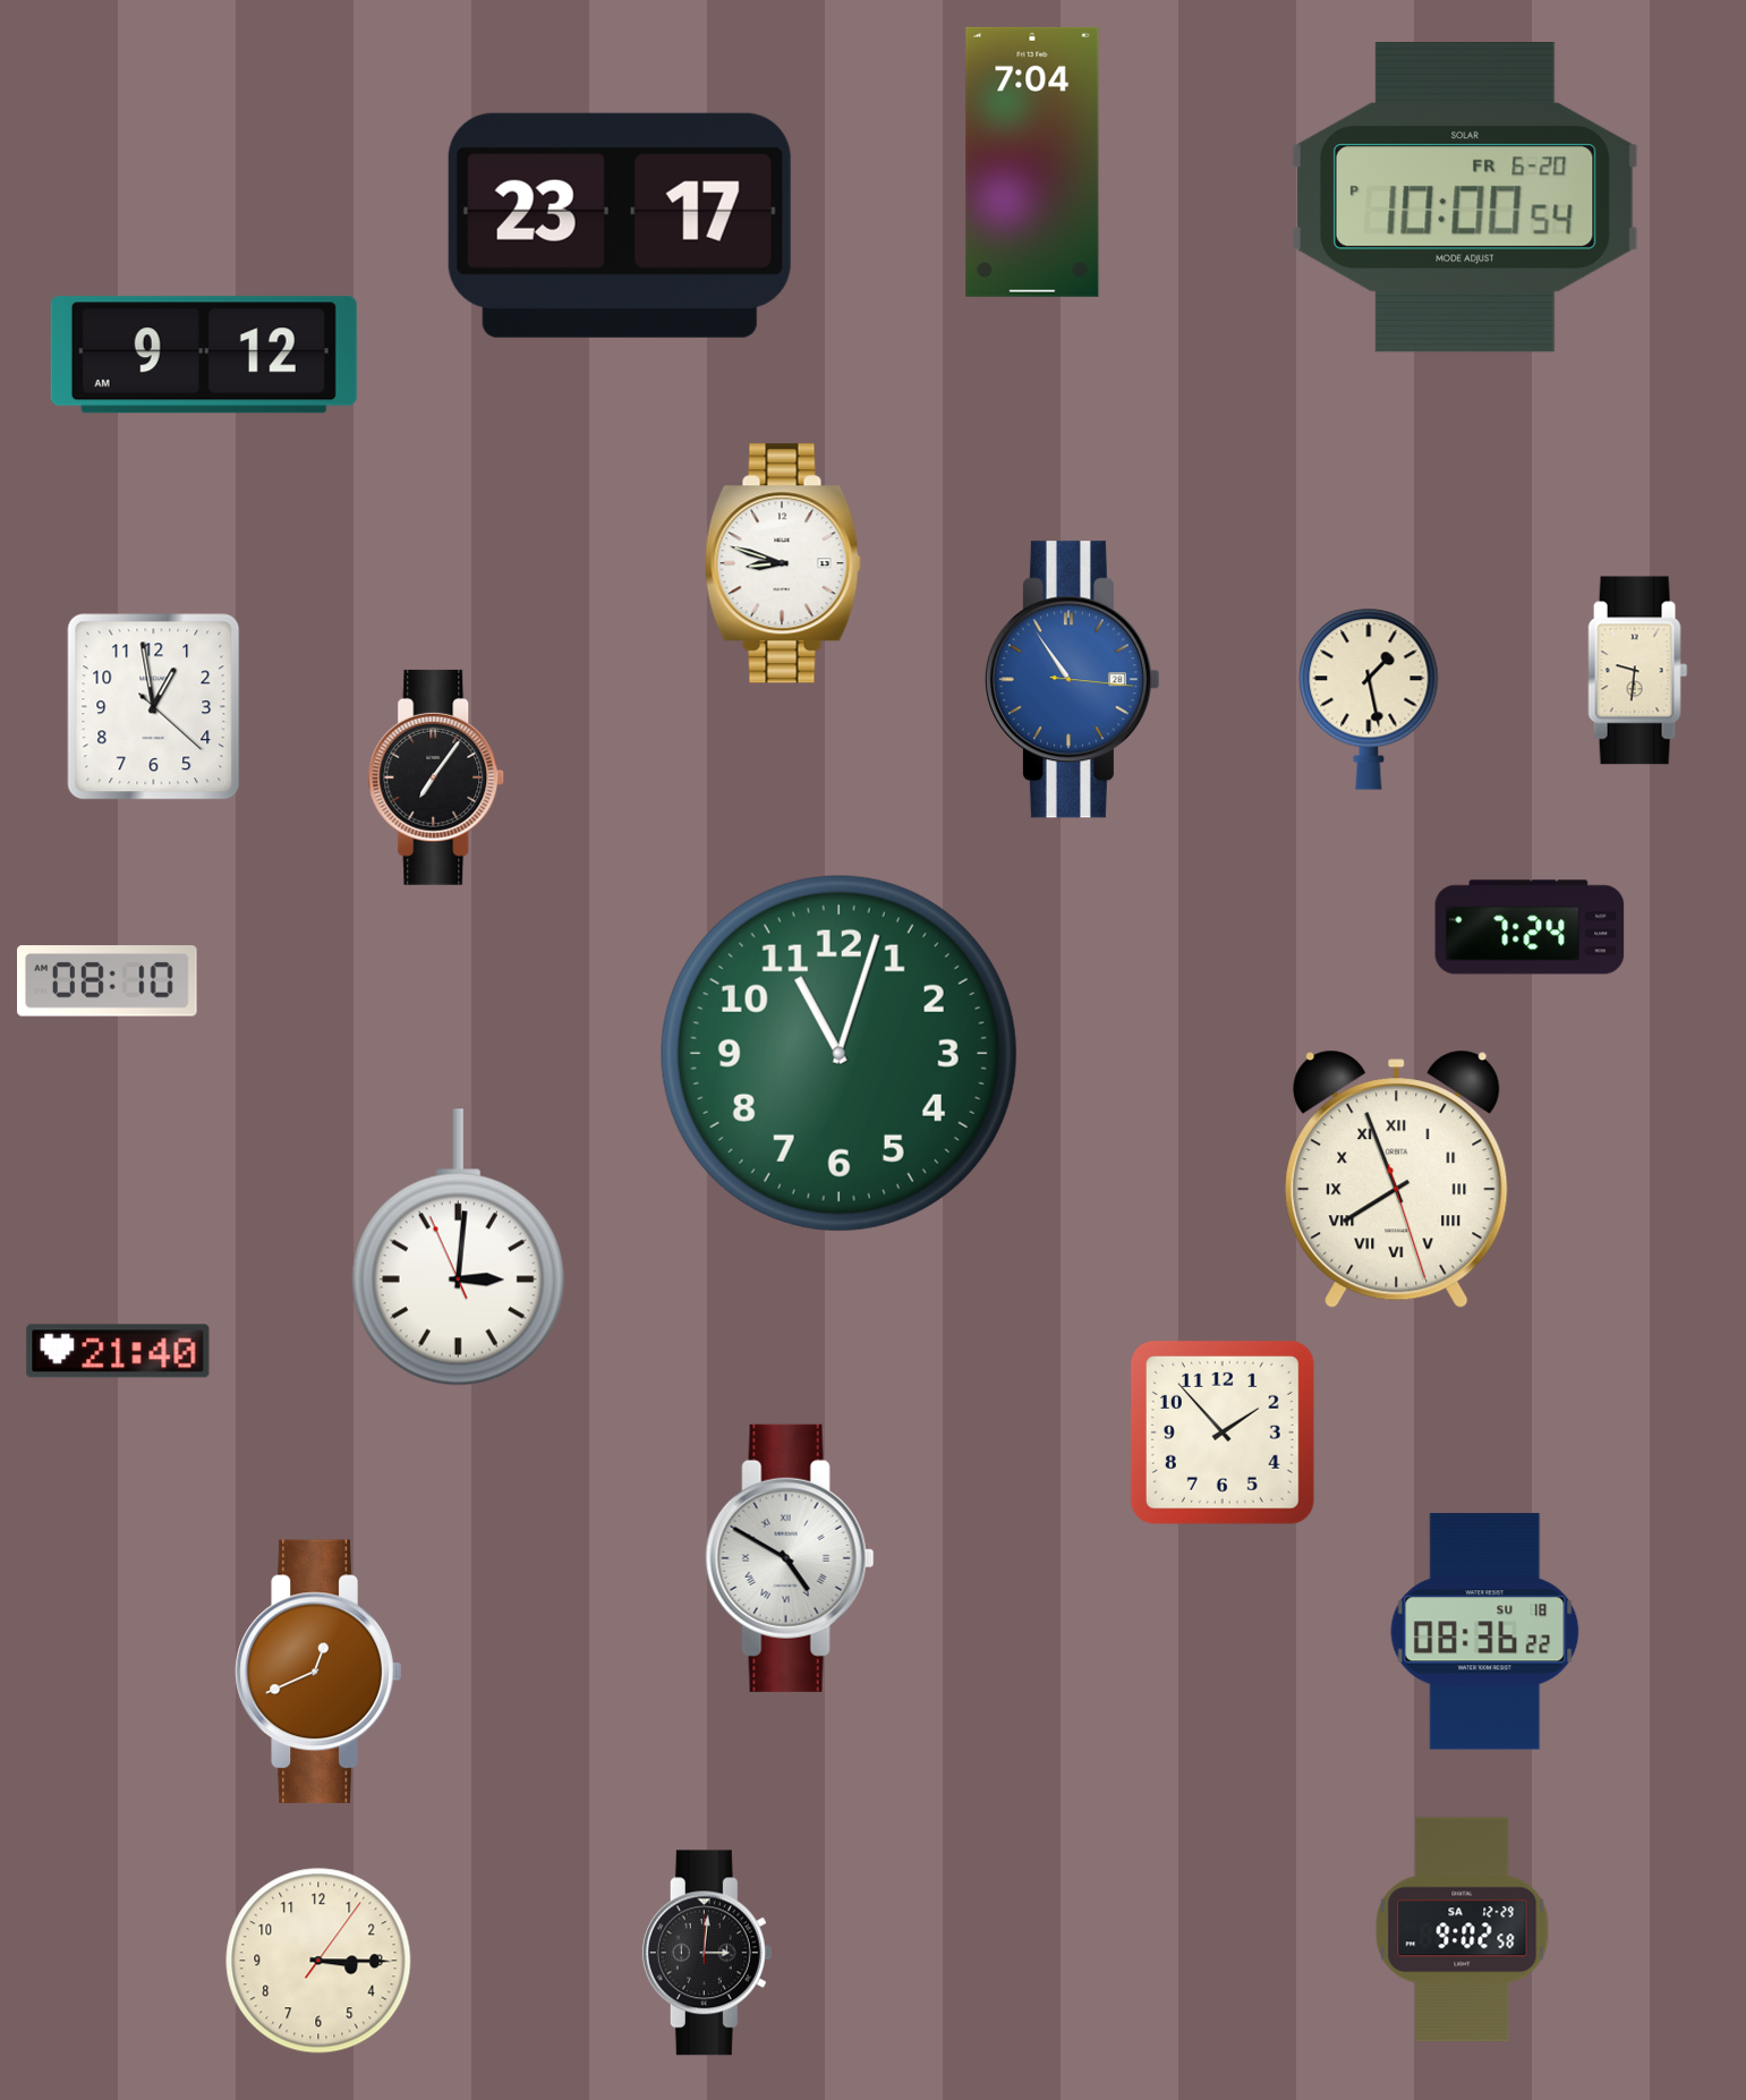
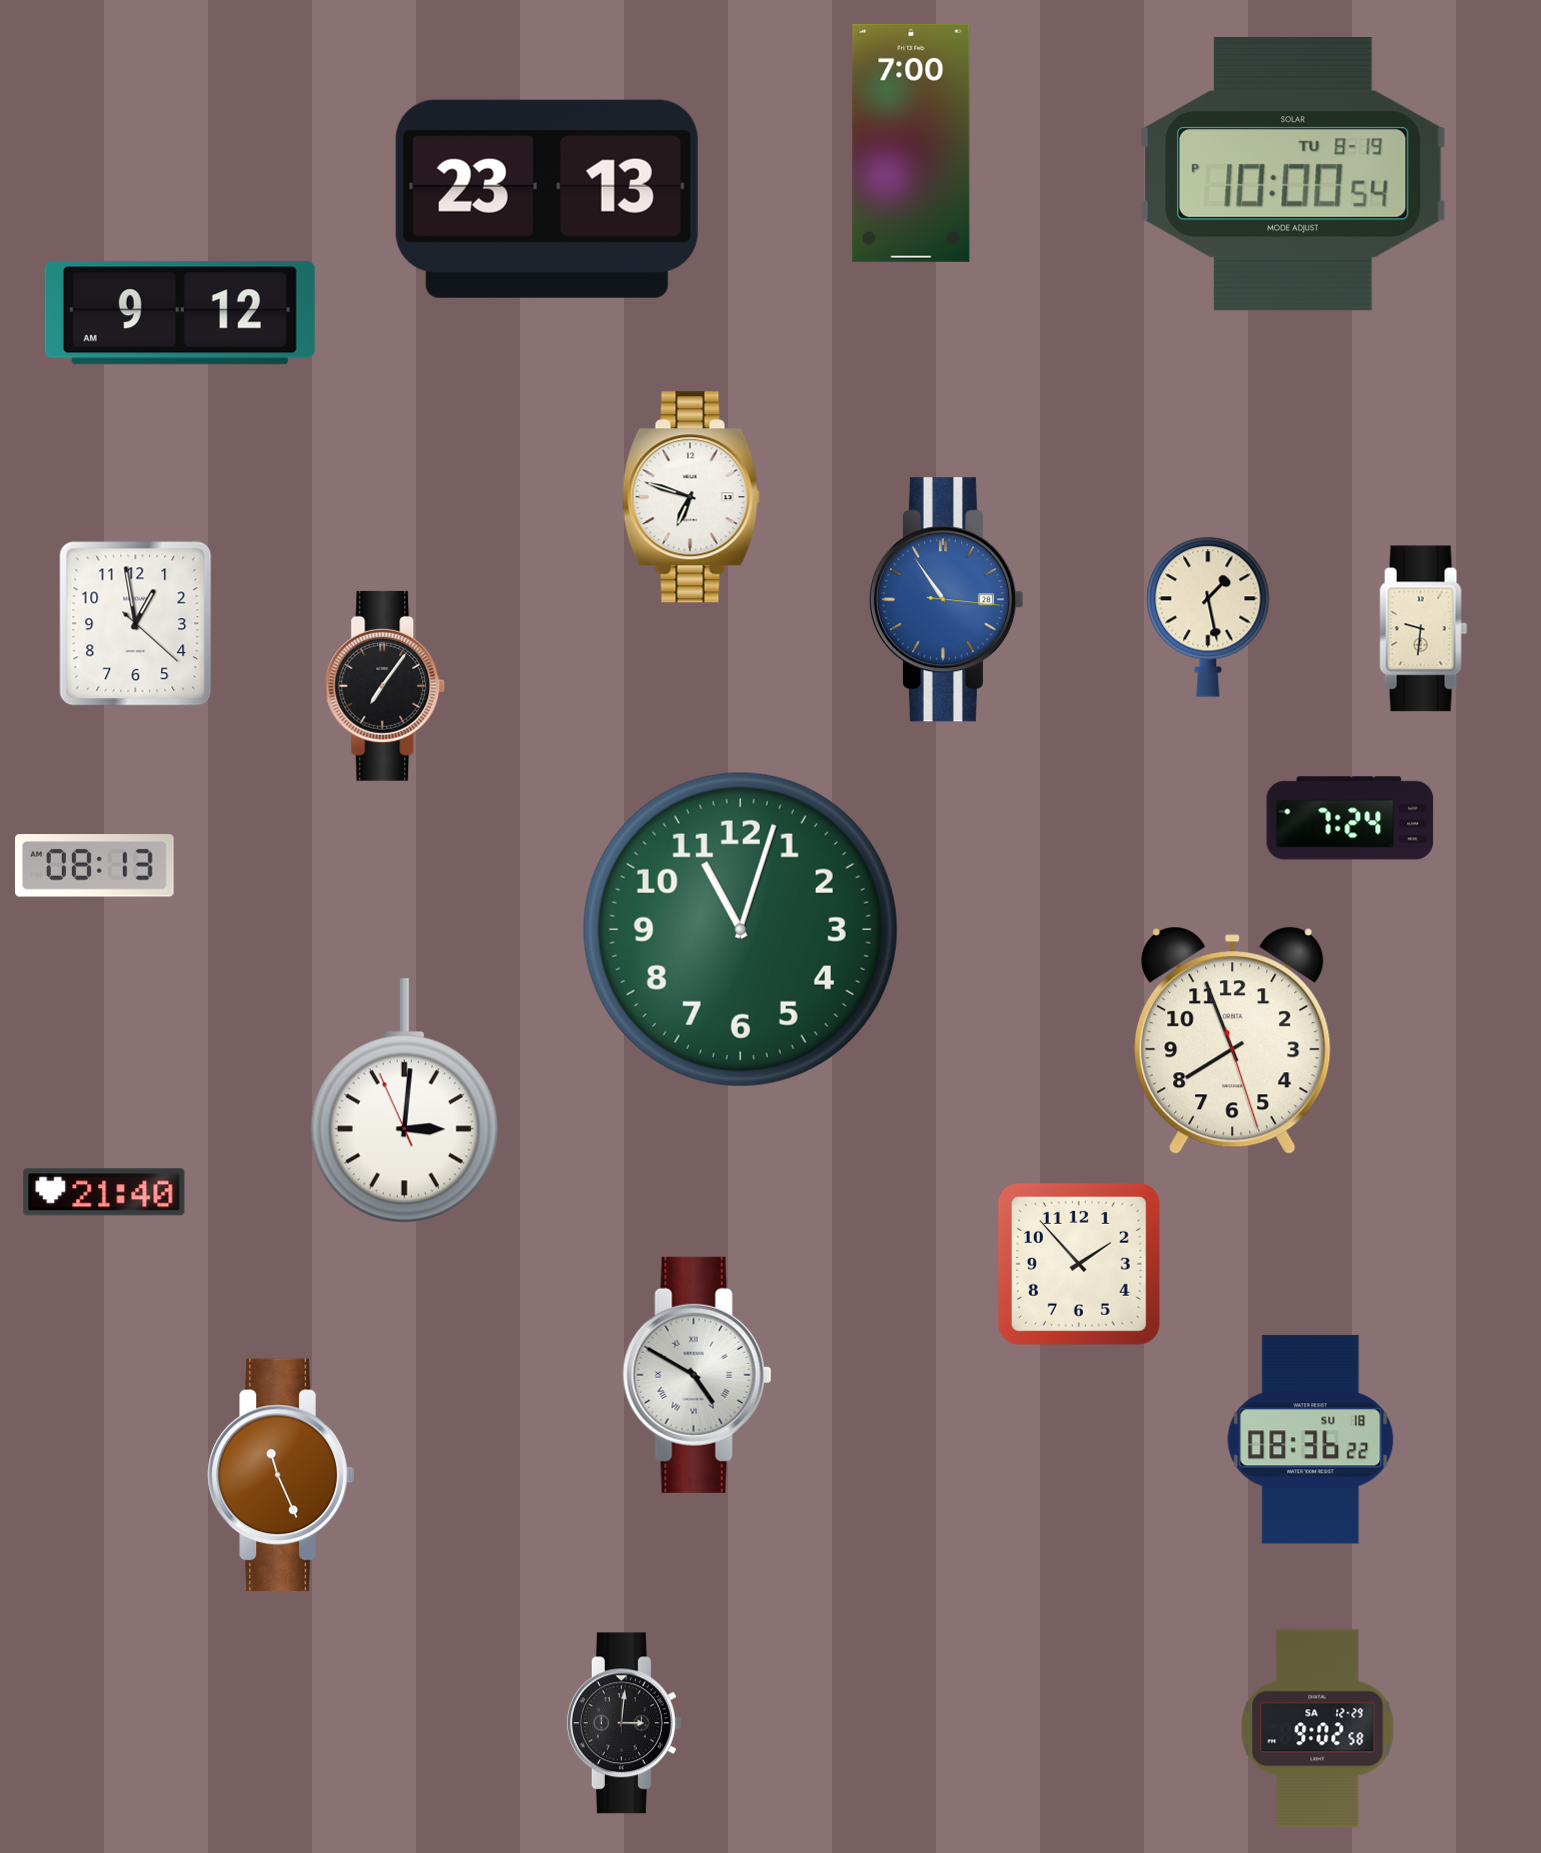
clock at (1032, 162): 7:04 -> 7:00
clock at (1465, 197) date: FR 6-20 -> TU 8-19
clock at (620, 226): 23:17 -> 23:13
clock at (783, 563): 8:48 -> 6:48
clock at (1638, 671) position: (1638, 671) -> (1424, 629)
clock at (108, 981): 08:10 -> 08:13
clock at (1397, 1179) numerals: Roman -> Arabic
clock at (318, 1672): 12:41 -> 11:26
clock at (1463, 1930) position: (1463, 1930) -> (1318, 1729)
clock at (318, 1961): 3:15 -> none
